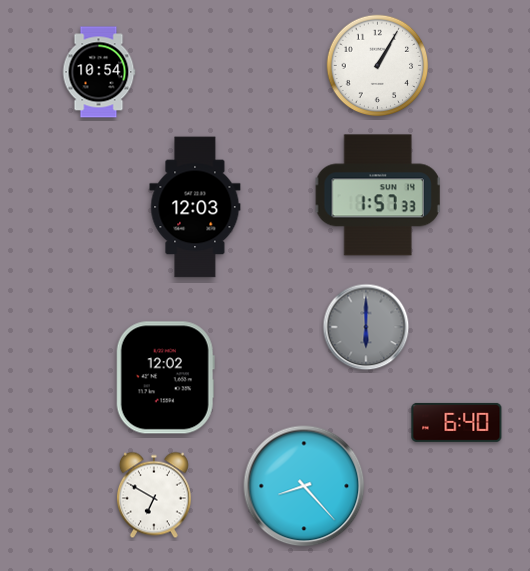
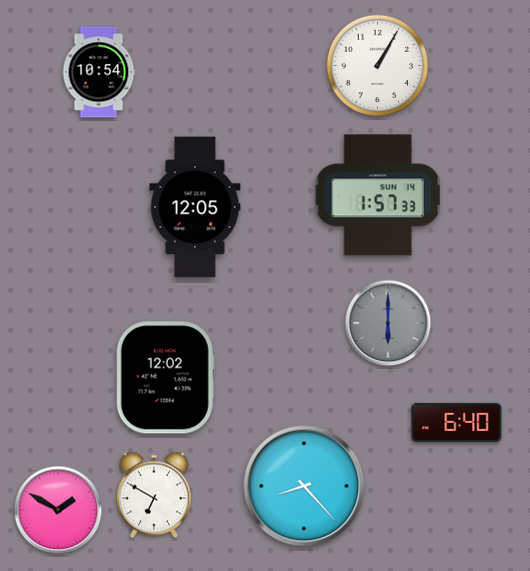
clock at (195, 207): 12:03 -> 12:05
clock at (366, 327) position: (366, 327) -> (388, 323)
clock at (58, 510): none -> 1:50
